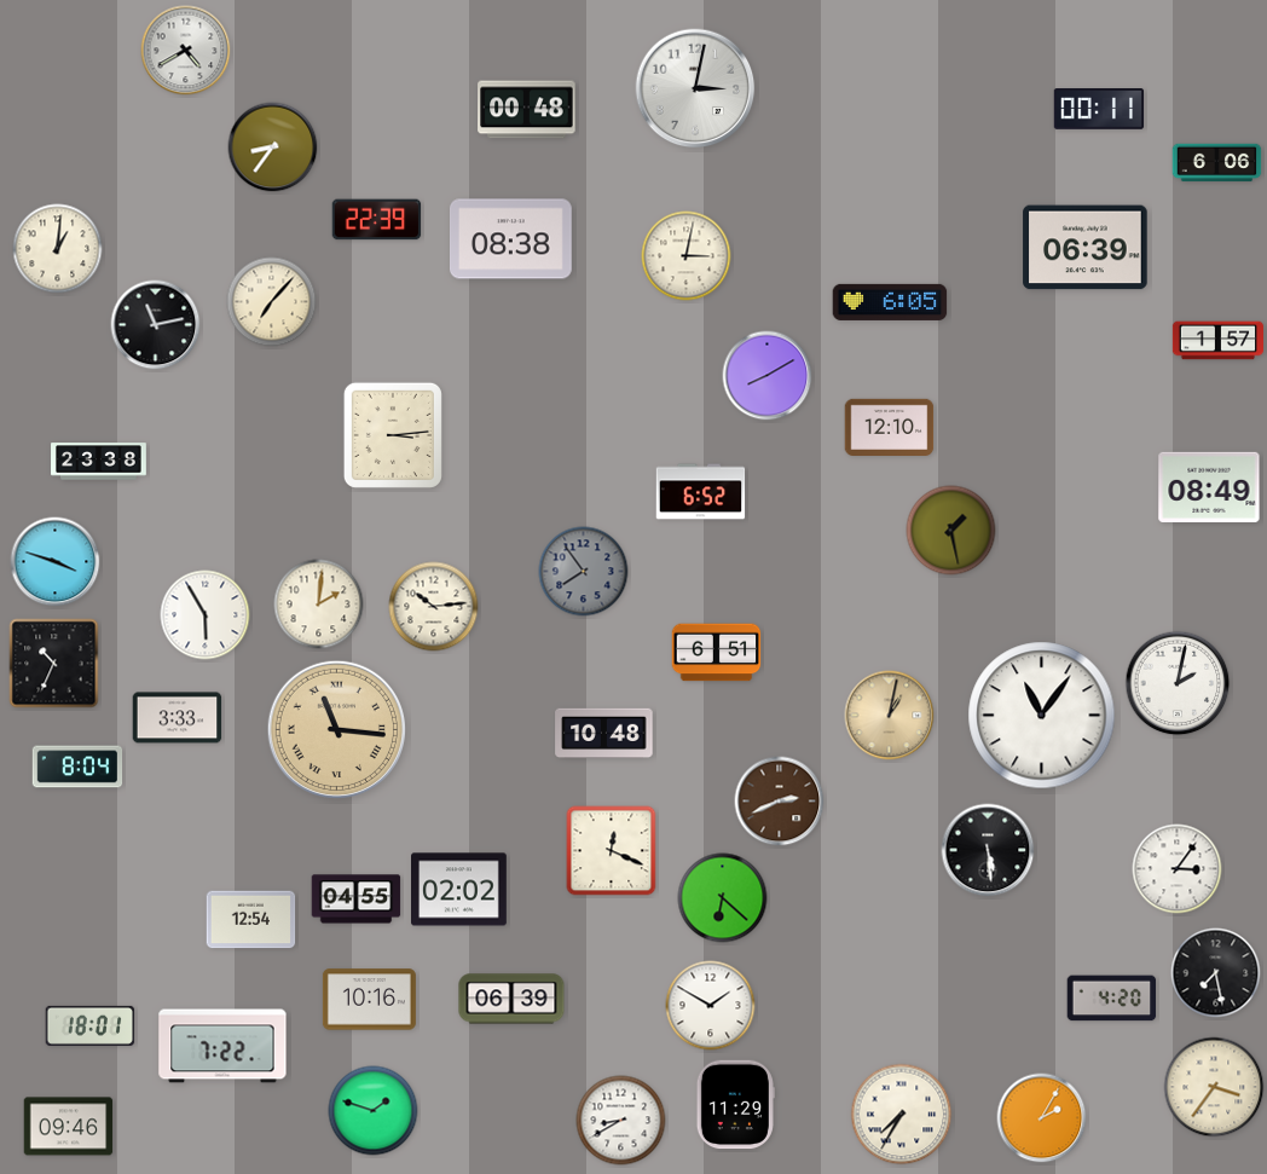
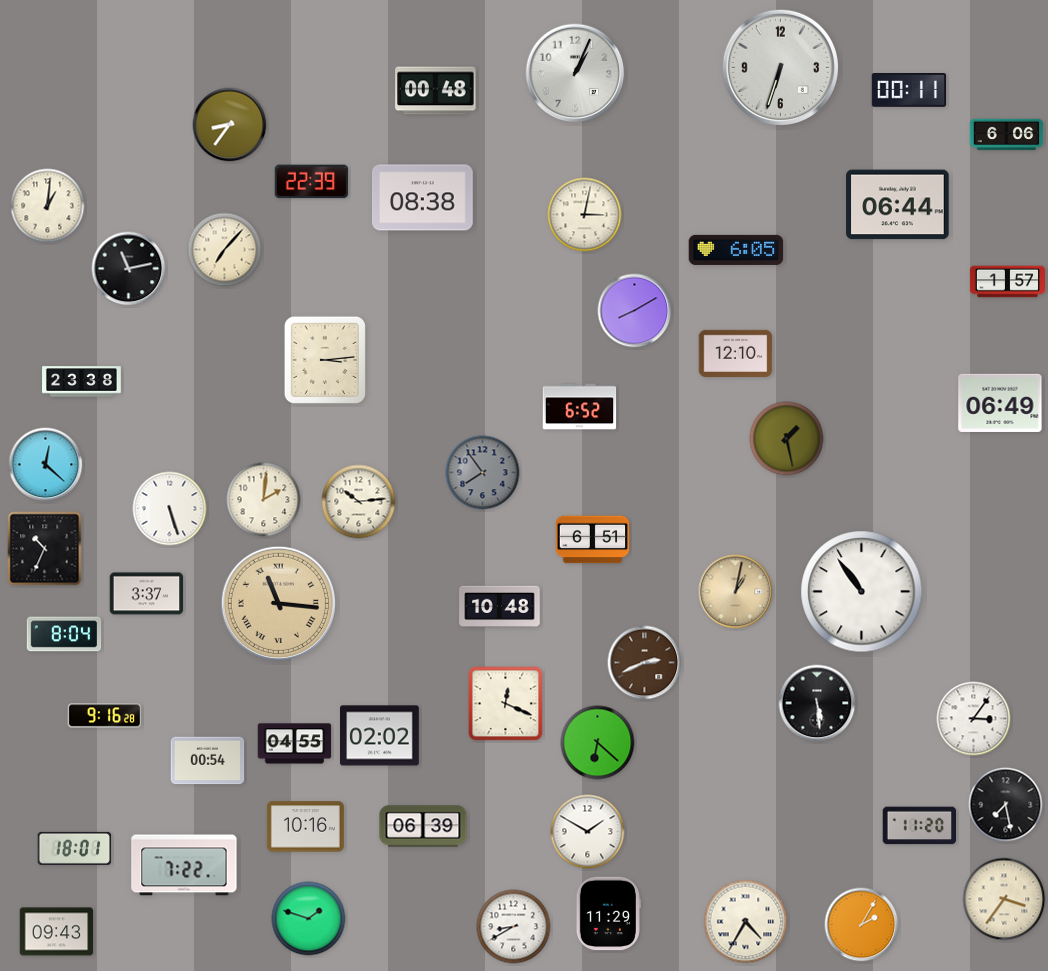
clock at (186, 51): 4:40 -> none
clock at (780, 67): none -> 6:33
clock at (695, 88): 3:02 -> 1:04
clock at (273, 148) position: (273, 148) -> (230, 125)
clock at (1086, 248): 06:39 -> 06:44
clock at (687, 256) position: (687, 256) -> (585, 215)
clock at (1209, 486): 08:49 -> 06:49
clock at (56, 562): 3:48 -> 12:22
clock at (206, 615): 5:55 -> 5:27
clock at (1178, 683): 2:02 -> none
clock at (1042, 716): 11:06 -> 10:54
clock at (178, 718): 3:33 -> 3:37
clock at (105, 716): none -> 9:16
clock at (251, 920): 12:54 -> 00:54
clock at (1112, 999): 4:20 -> 11:20
clock at (902, 1115): 7:35 -> 4:35
clock at (69, 1127): 09:46 -> 09:43
